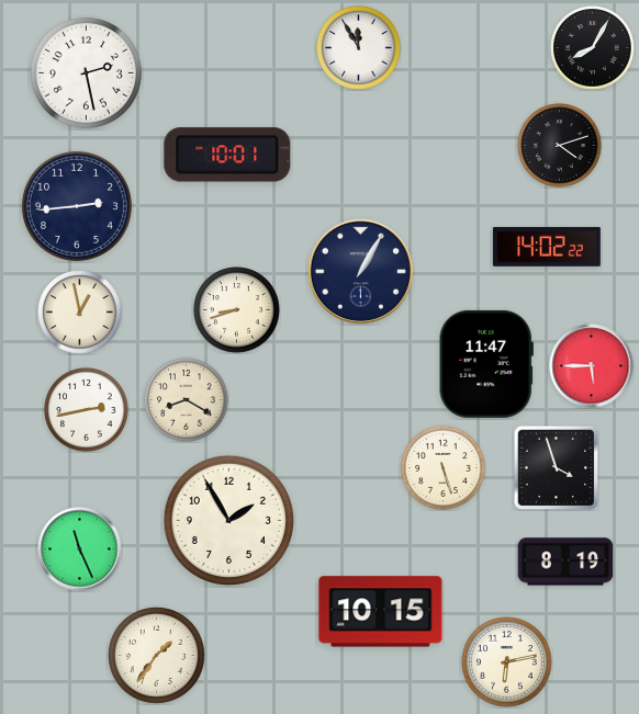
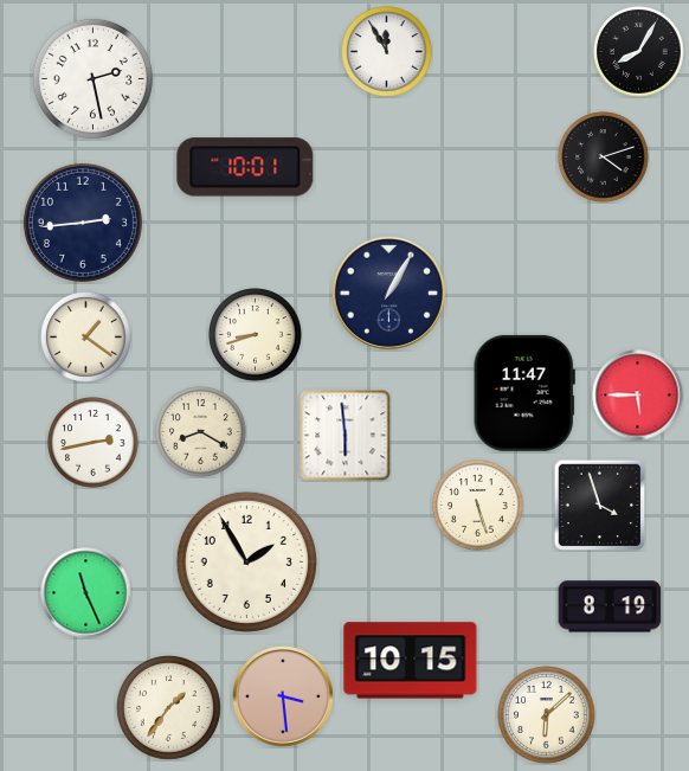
clock at (547, 247): 14:02 -> none
clock at (80, 313): 12:58 -> 1:21
clock at (346, 436): none -> 5:59
clock at (283, 696): none -> 3:29
clock at (507, 662): 6:13 -> 6:08
